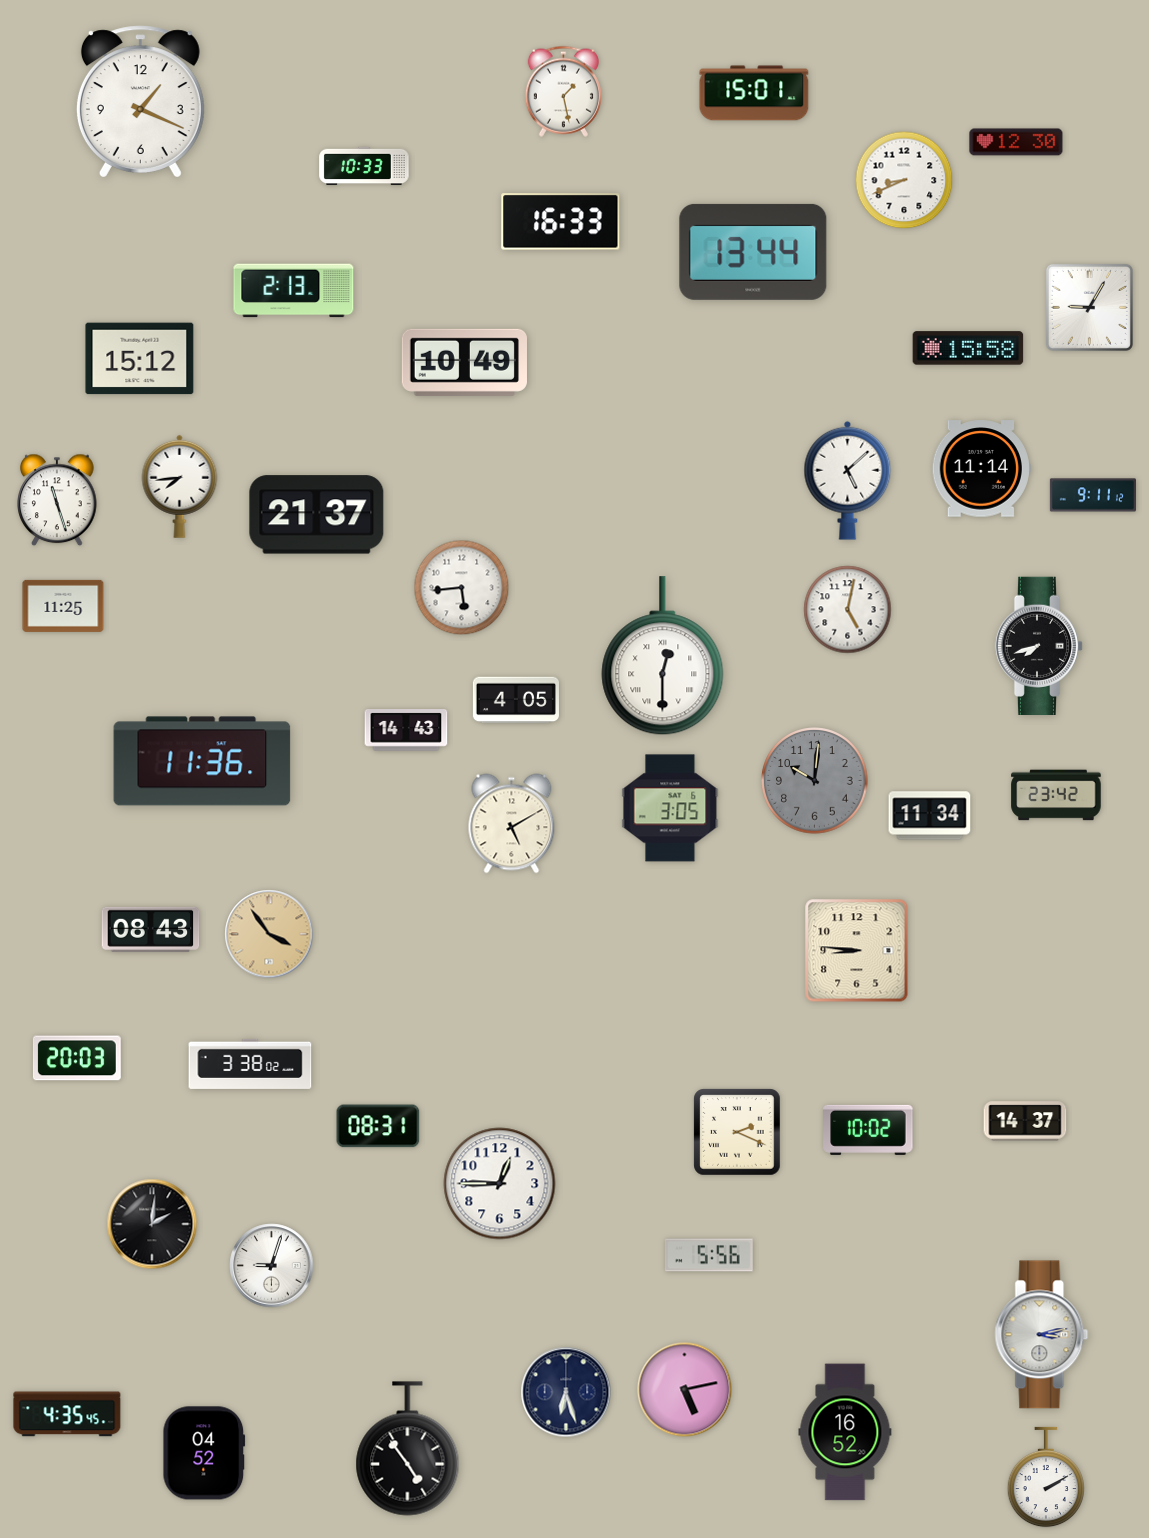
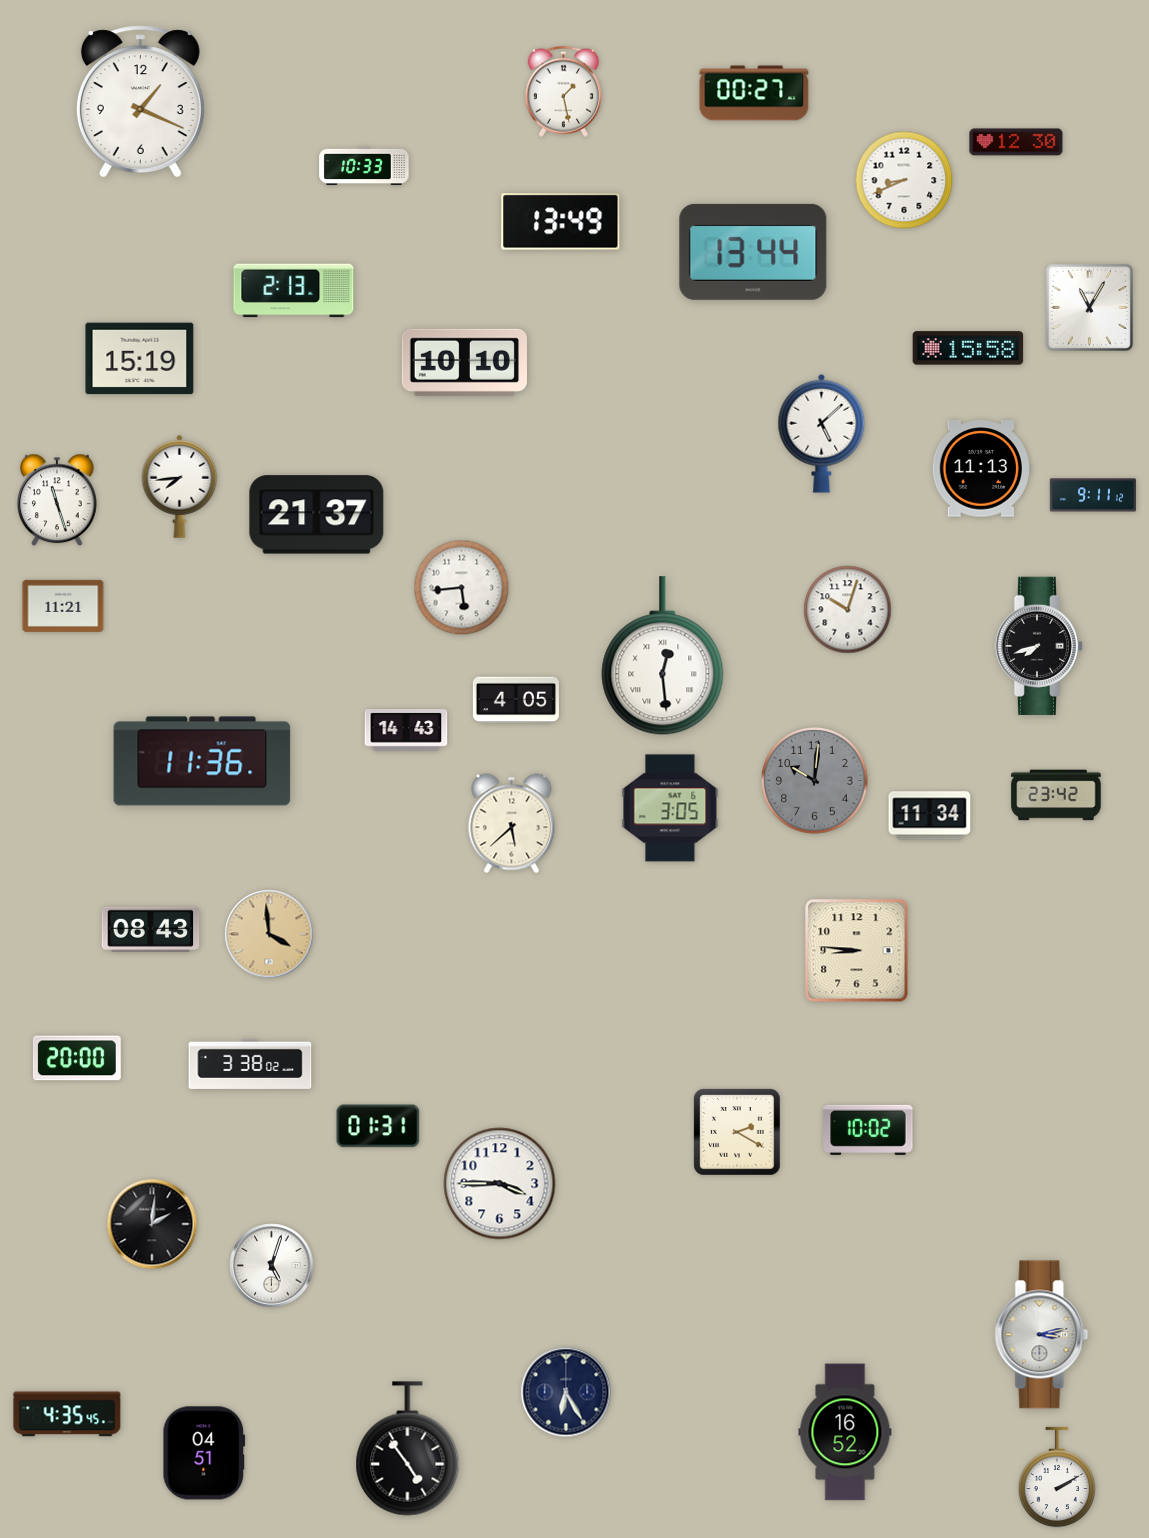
clock at (754, 93): 15:01 -> 00:27
clock at (561, 222): 16:33 -> 13:49
clock at (1089, 307): 9:05 -> 11:05
clock at (140, 359): 15:12 -> 15:19
clock at (464, 362): 10:49 -> 10:10
clock at (981, 469): 11:14 -> 11:13
clock at (848, 480) position: (848, 480) -> (822, 433)
clock at (63, 606): 11:25 -> 11:21
clock at (848, 610): 5:02 -> 10:03
clock at (663, 656): 12:30 -> 12:29
clock at (512, 824): 5:10 -> 5:38
clock at (269, 934): 3:54 -> 3:59
clock at (77, 1058): 20:03 -> 20:00
clock at (1025, 1121): 14:37 -> none
clock at (378, 1126): 08:31 -> 01:31
clock at (737, 1132): 2:19 -> 2:20
clock at (500, 1184): 12:45 -> 3:45
clock at (709, 1255): 5:56 -> none
clock at (272, 1266): 9:03 -> 5:03
clock at (685, 1390): 5:13 -> none
clock at (566, 1392): 6:27 -> 6:25
clock at (204, 1453): 04:52 -> 04:51
clock at (1046, 1477) position: (1046, 1477) -> (1057, 1477)
